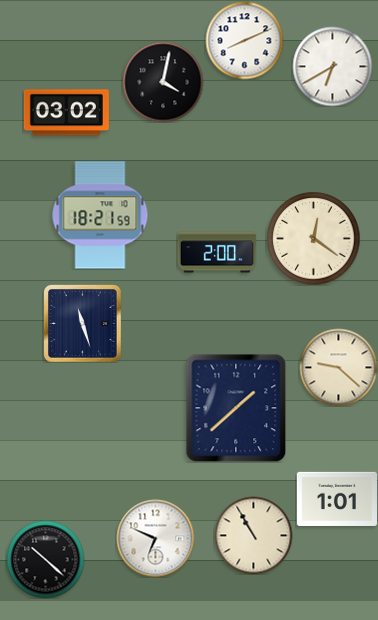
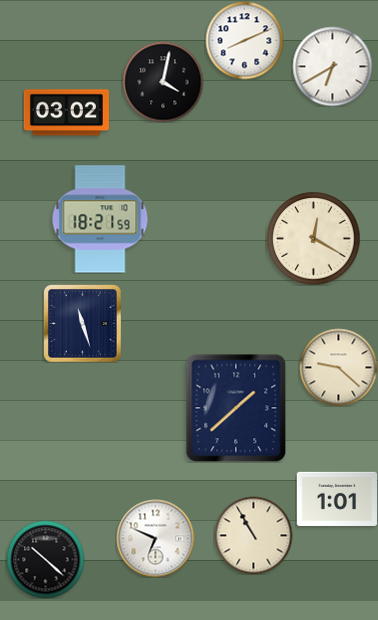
clock at (100, 215) position: (100, 215) -> (100, 219)
clock at (313, 238): 12:21 -> 12:20
clock at (217, 252): 2:00 -> none
